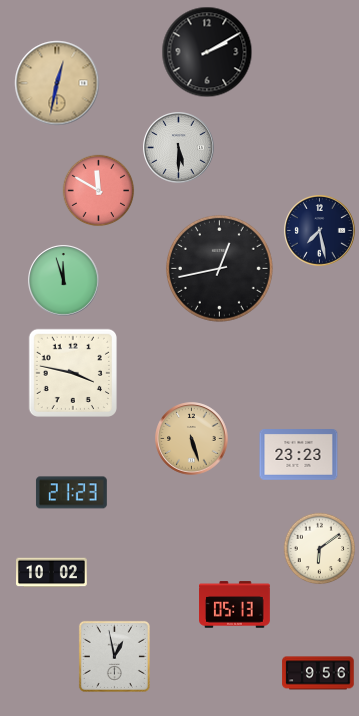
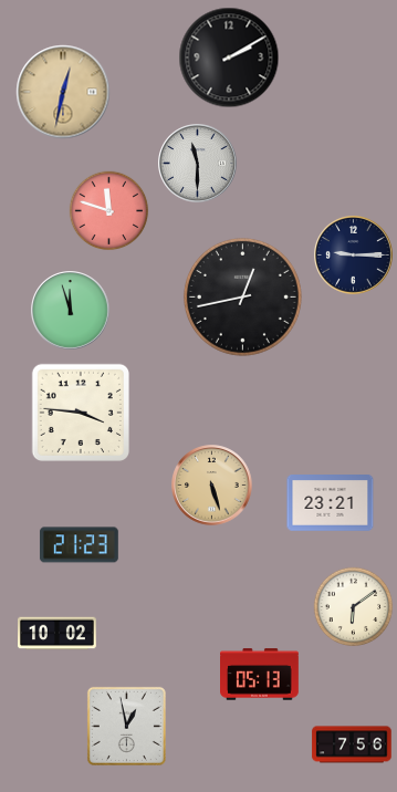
clock at (179, 148): 5:30 -> 11:30
clock at (99, 191): 11:50 -> 11:48
clock at (320, 231): 7:28 -> 9:15
clock at (73, 373): 3:47 -> 3:46
clock at (299, 455): 23:23 -> 23:21
clock at (235, 605) position: (235, 605) -> (260, 675)
clock at (318, 673): 9:56 -> 7:56
